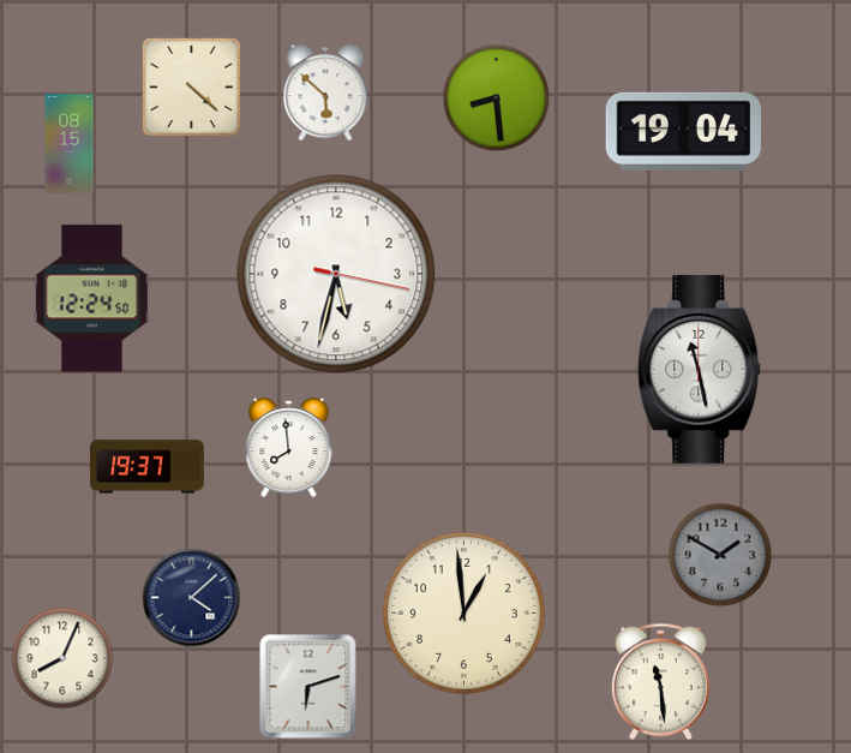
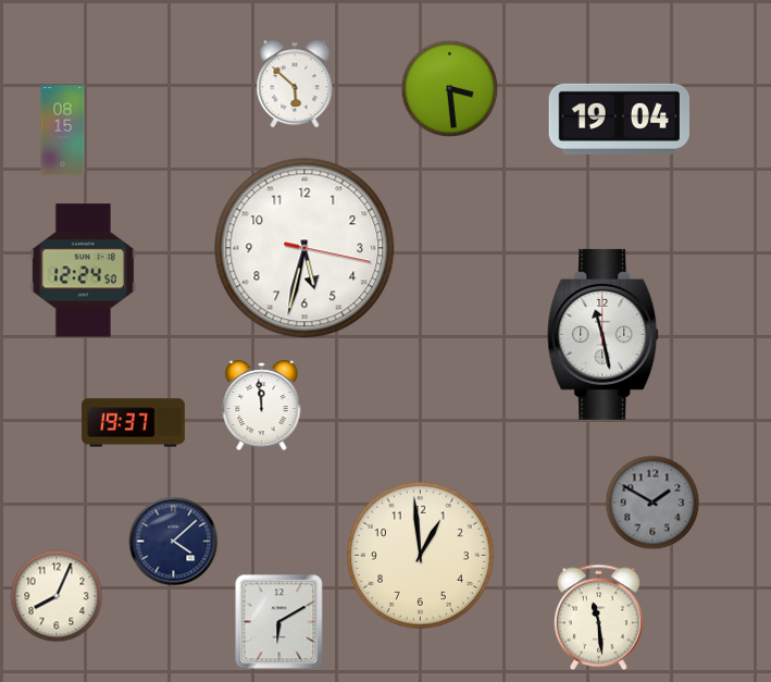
clock at (191, 86): 4:22 -> none
clock at (497, 98): 8:29 -> 3:29
clock at (700, 369) position: (700, 369) -> (604, 334)
clock at (289, 449): 7:59 -> 11:59
clock at (308, 687): 6:12 -> 6:10
